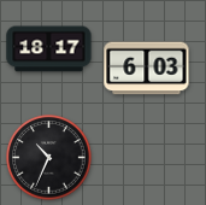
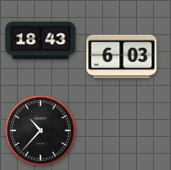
clock at (49, 49): 18:17 -> 18:43
clock at (49, 158): 10:34 -> 10:37
